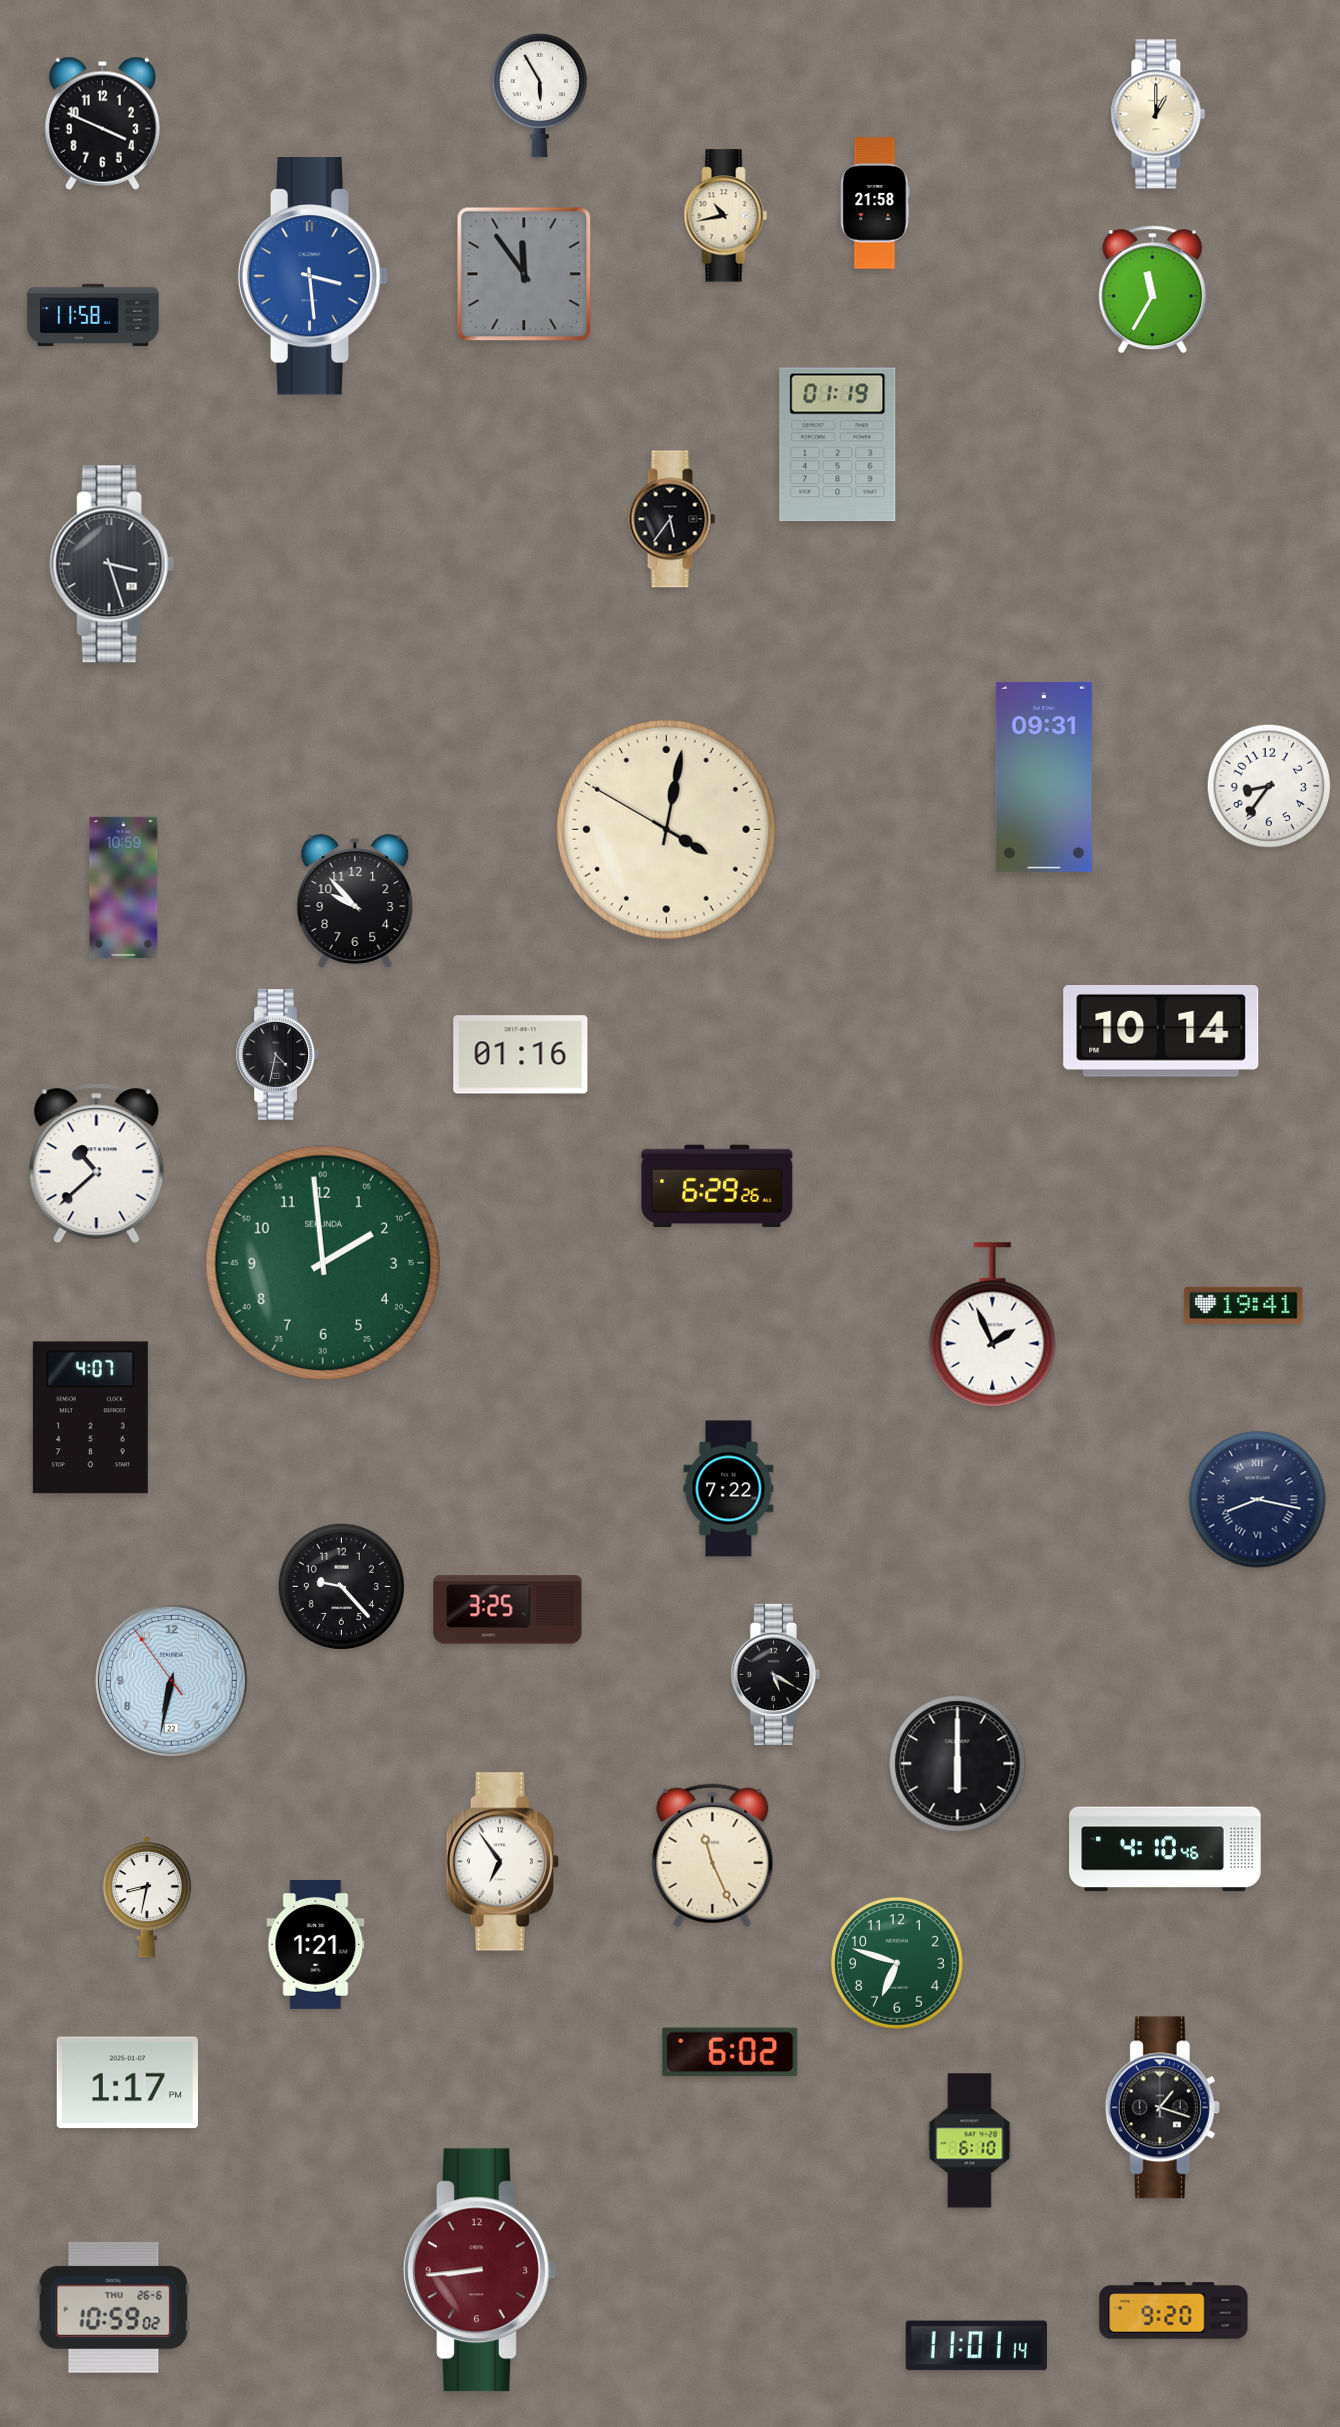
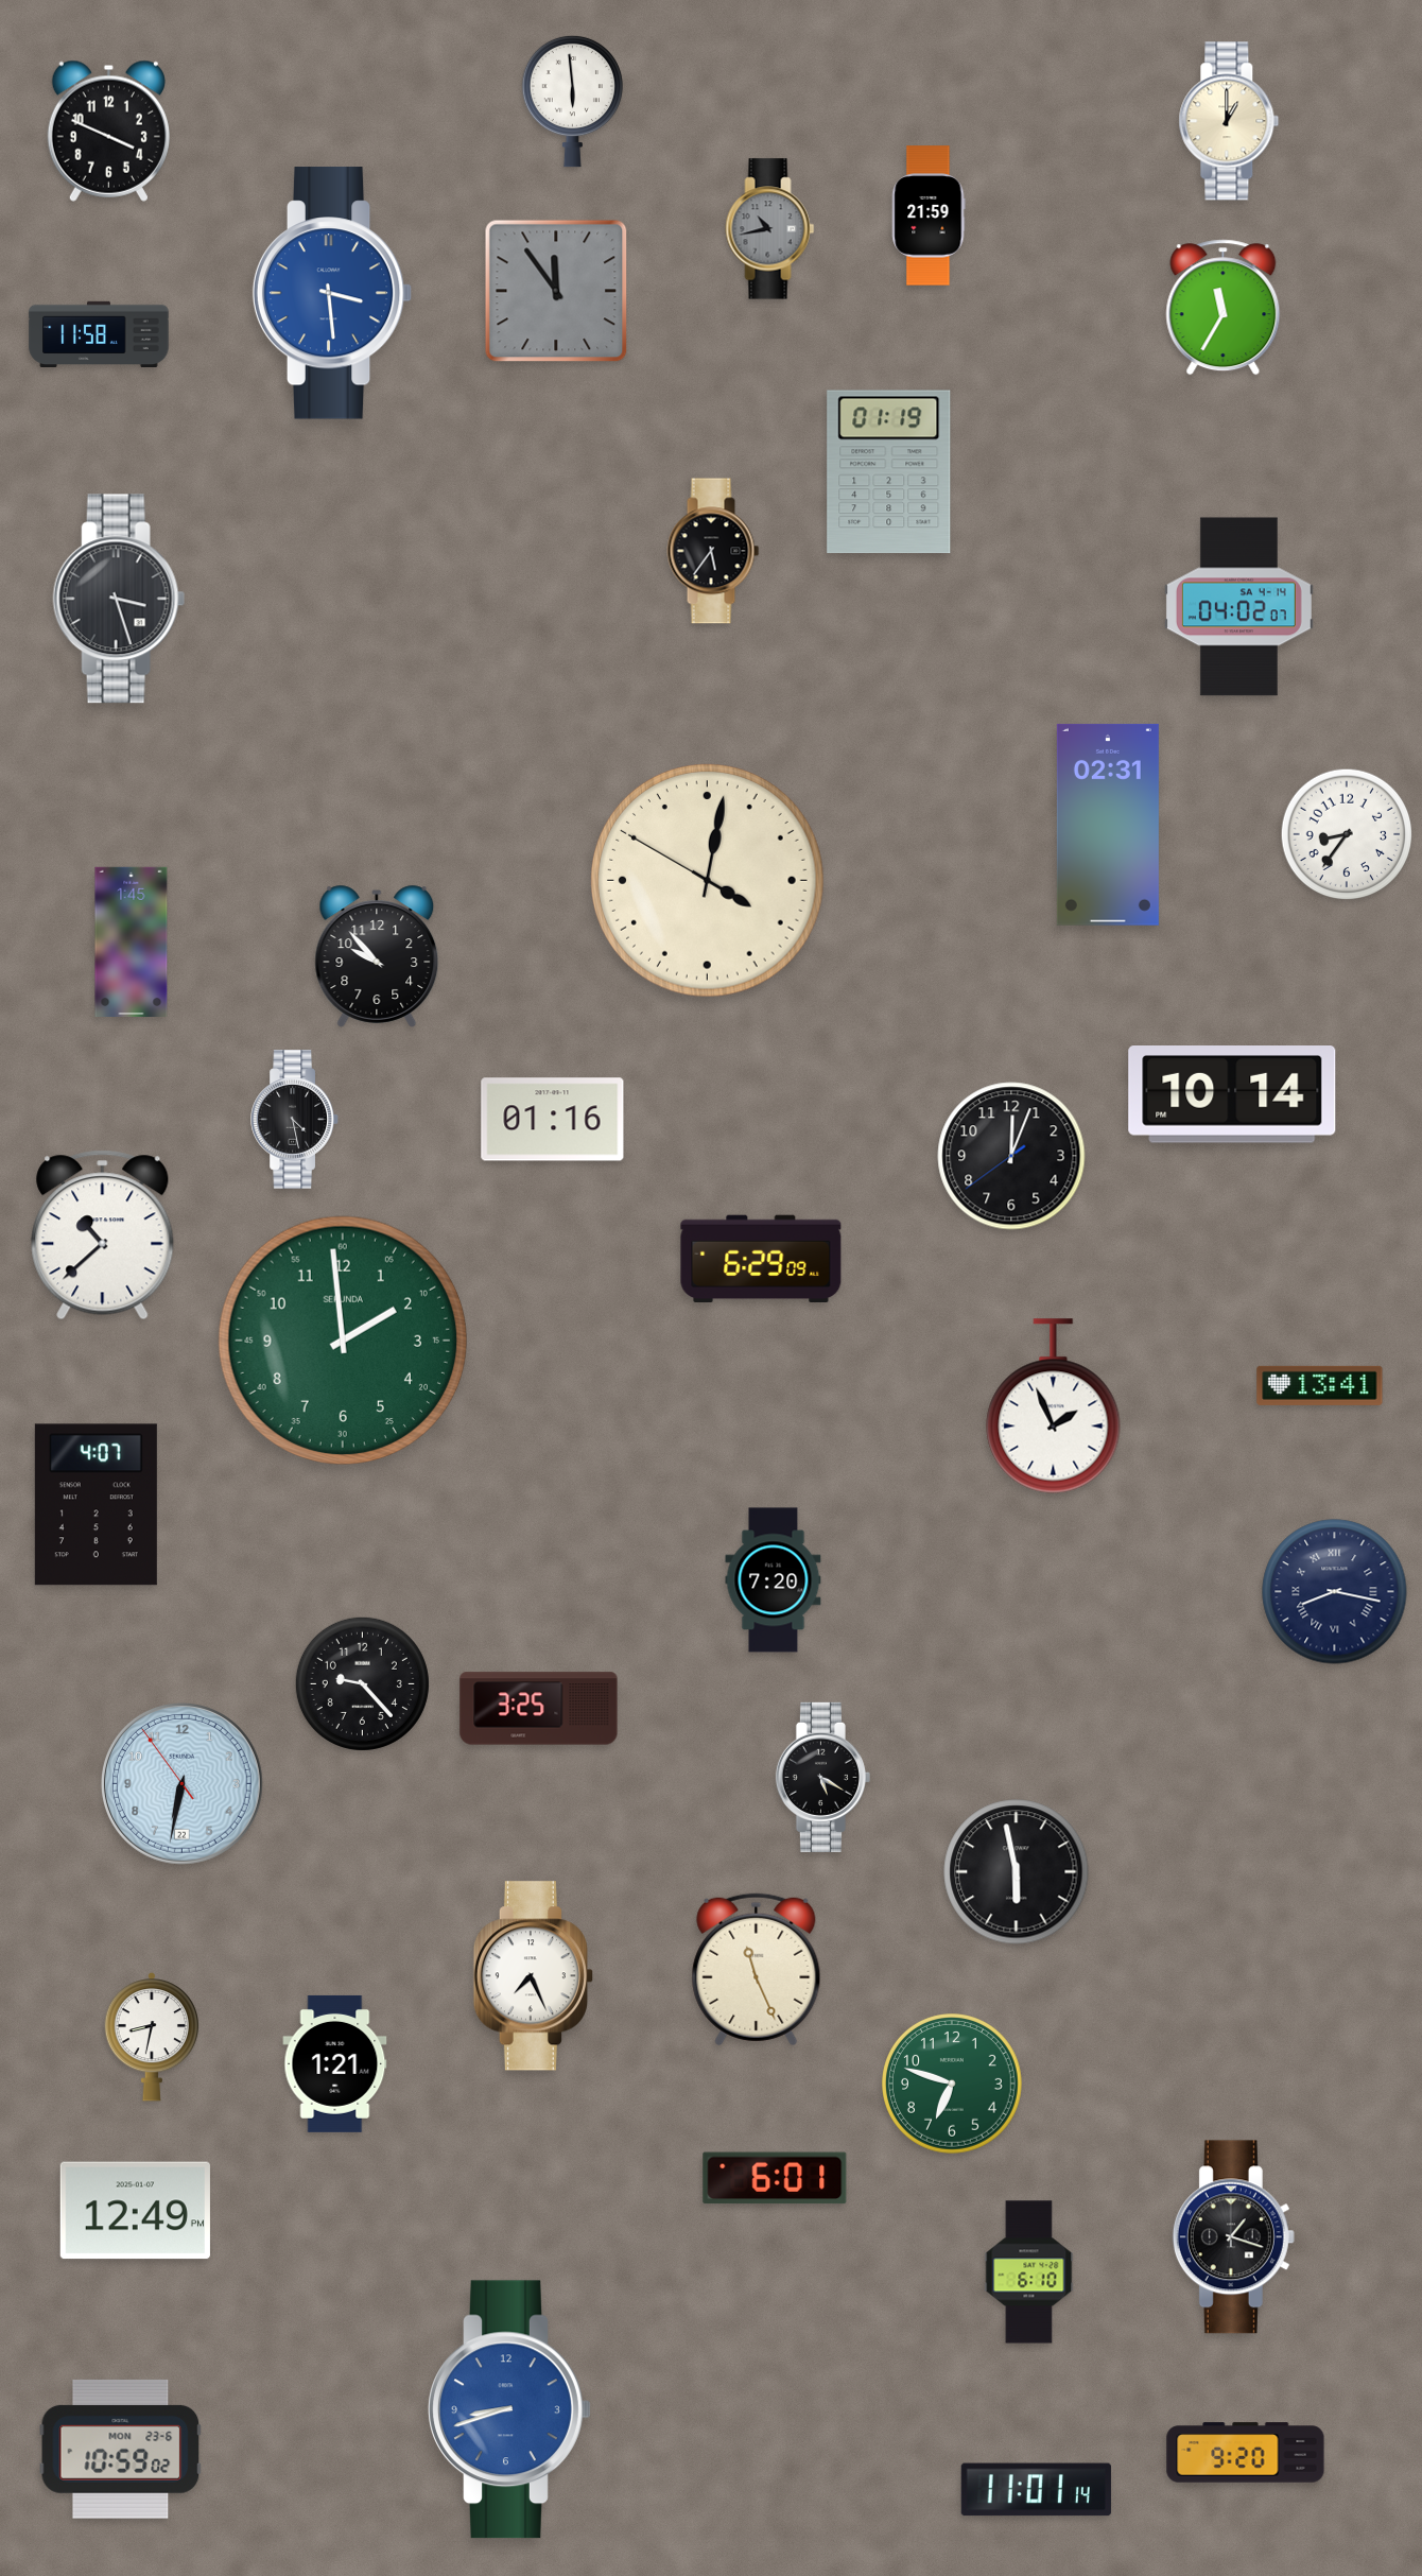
clock at (539, 95): 5:55 -> 5:59
clock at (875, 203): 21:58 -> 21:59
clock at (726, 216) dial: cream -> grey
clock at (1238, 607): none -> 04:02
clock at (1044, 777): 09:31 -> 02:31
clock at (124, 887): 10:59 -> 1:45
clock at (278, 1055): 4:32 -> 4:28
clock at (1011, 1156): none -> 12:03
clock at (717, 1186): 6:29:26 -> 6:29:09
clock at (1244, 1305): 19:41 -> 13:41
clock at (729, 1489): 7:22 -> 7:20
clock at (958, 1764): 6:00 -> 5:58
clock at (1165, 1849): 4:10 -> none
clock at (502, 1862): 6:54 -> 7:26
clock at (147, 1897) position: (147, 1897) -> (152, 2037)
clock at (730, 2052): 6:02 -> 6:01
clock at (127, 2083): 1:17 -> 12:49
clock at (480, 2270): 8:44 -> 8:42
clock at (480, 2270) dial: burgundy -> blue
clock at (114, 2307) date: THU 26-6 -> MON 23-6
